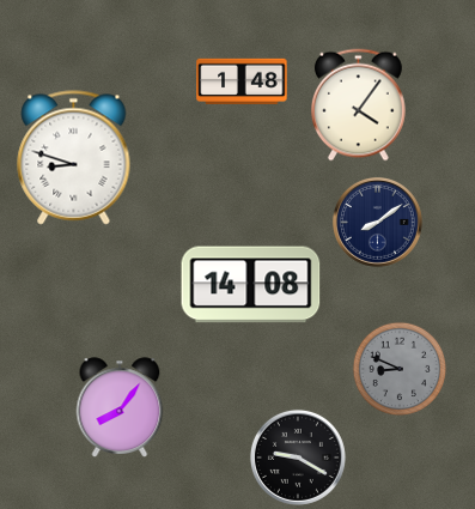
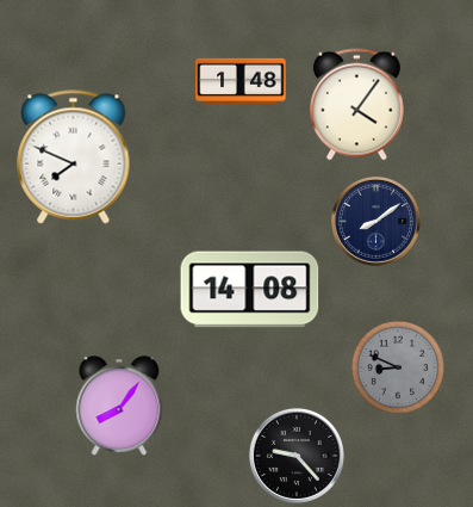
clock at (74, 158): 8:48 -> 7:49
clock at (251, 285) position: (251, 285) -> (250, 290)
clock at (298, 458): 9:20 -> 9:23
